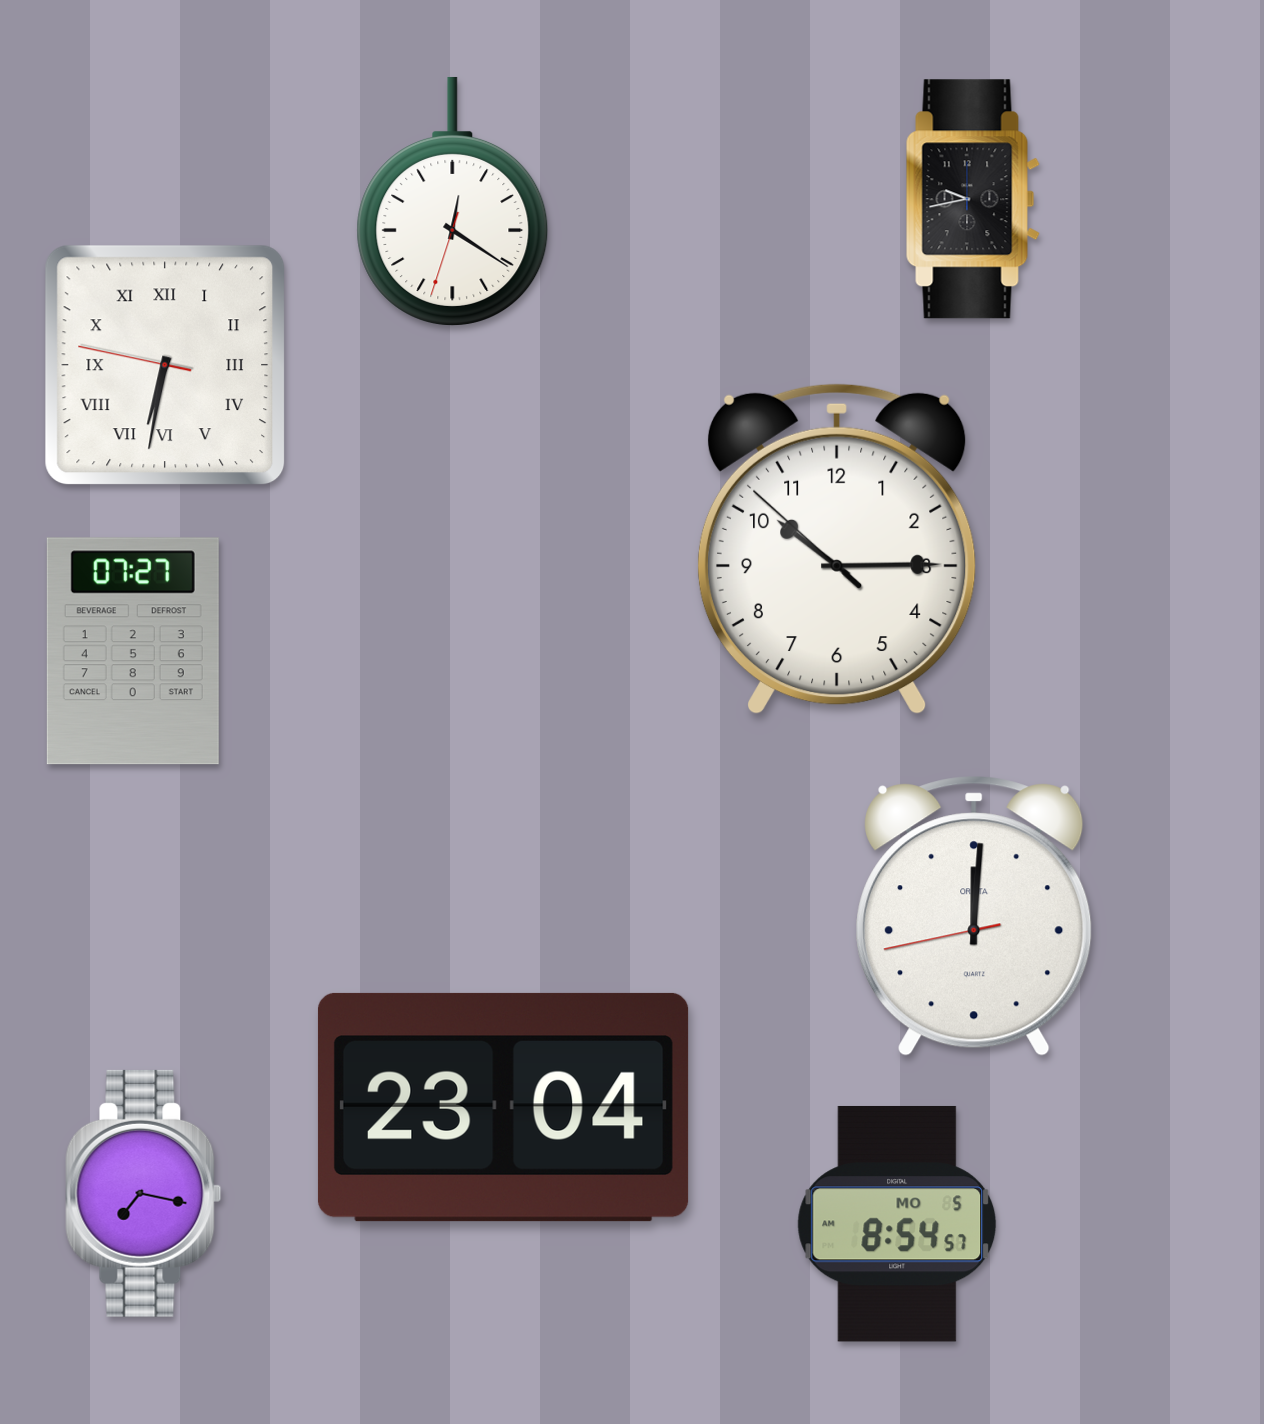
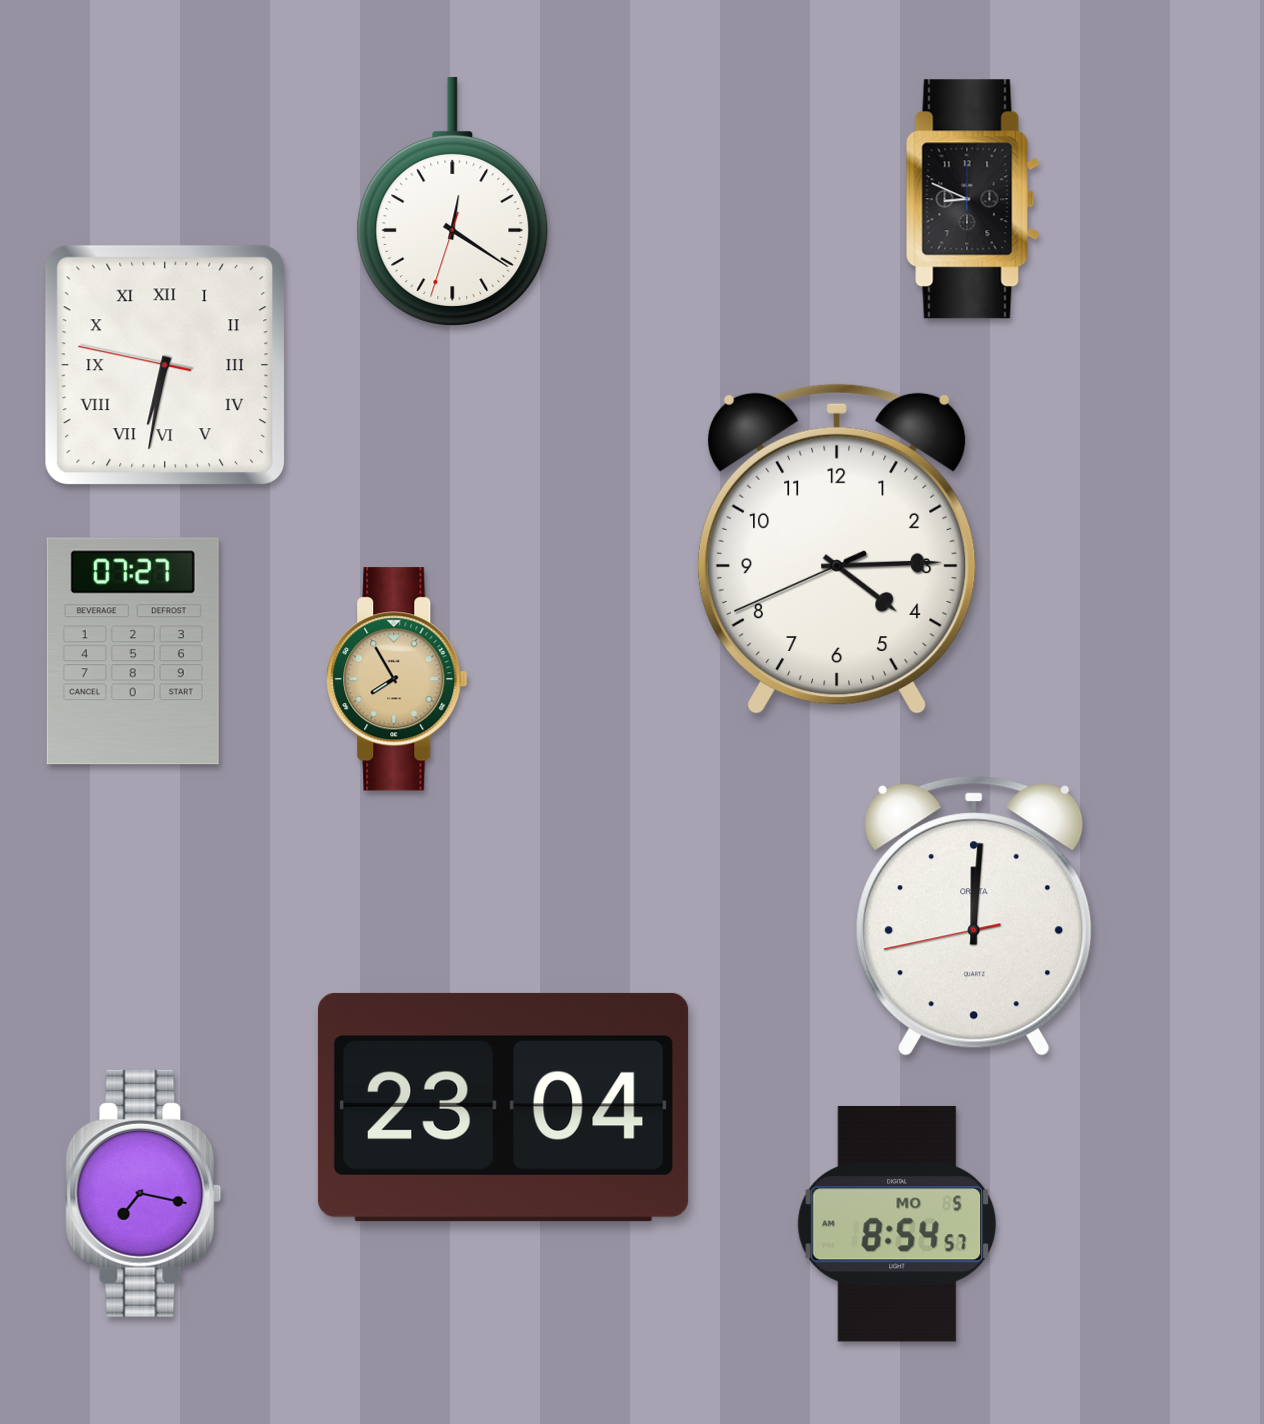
clock at (973, 199): 9:43 -> 8:49
clock at (837, 549): 10:14 -> 4:14
clock at (397, 679): none -> 7:55
